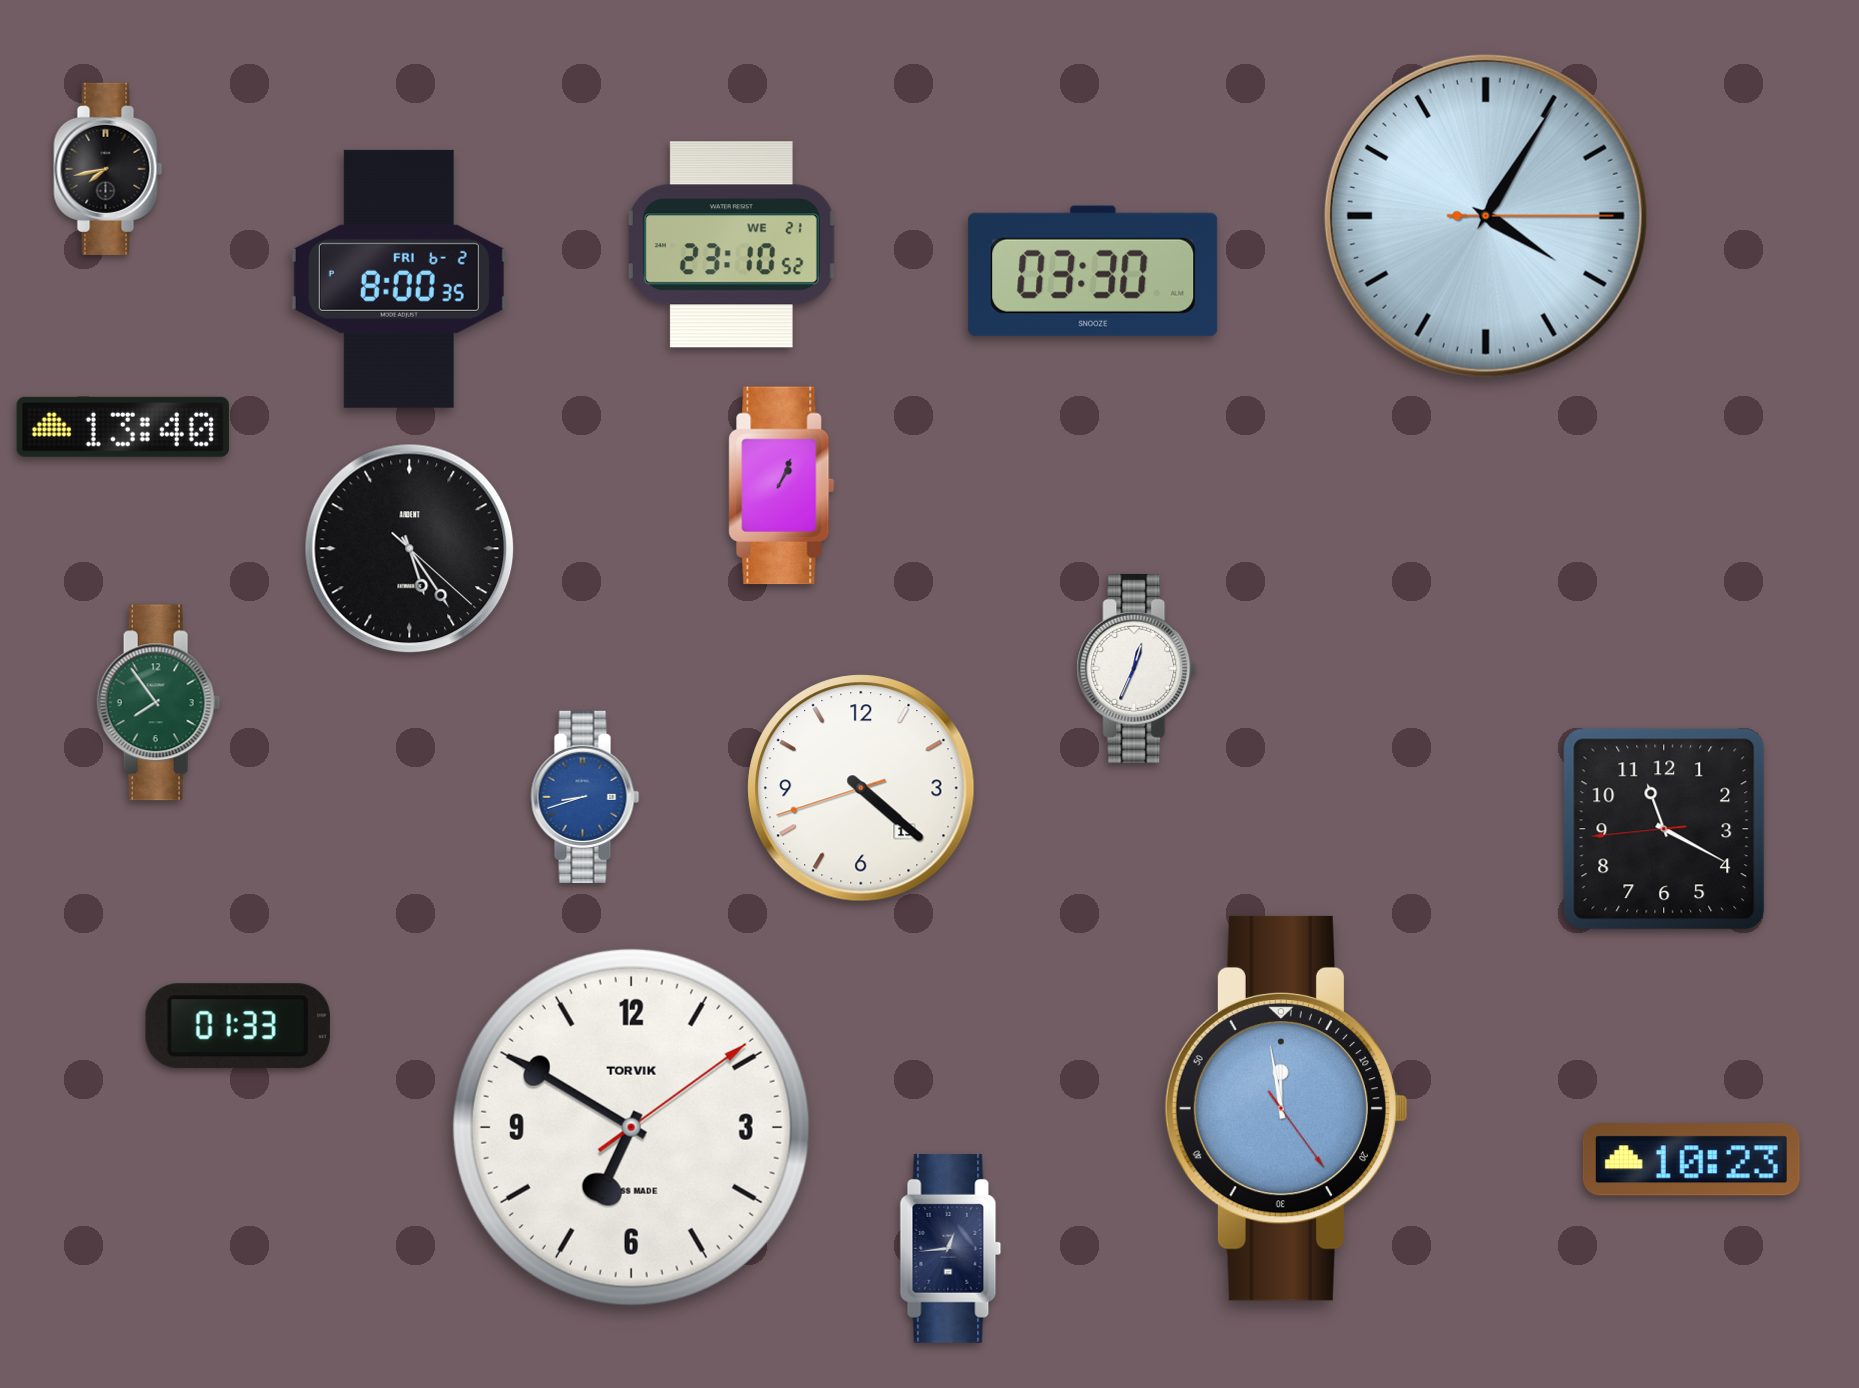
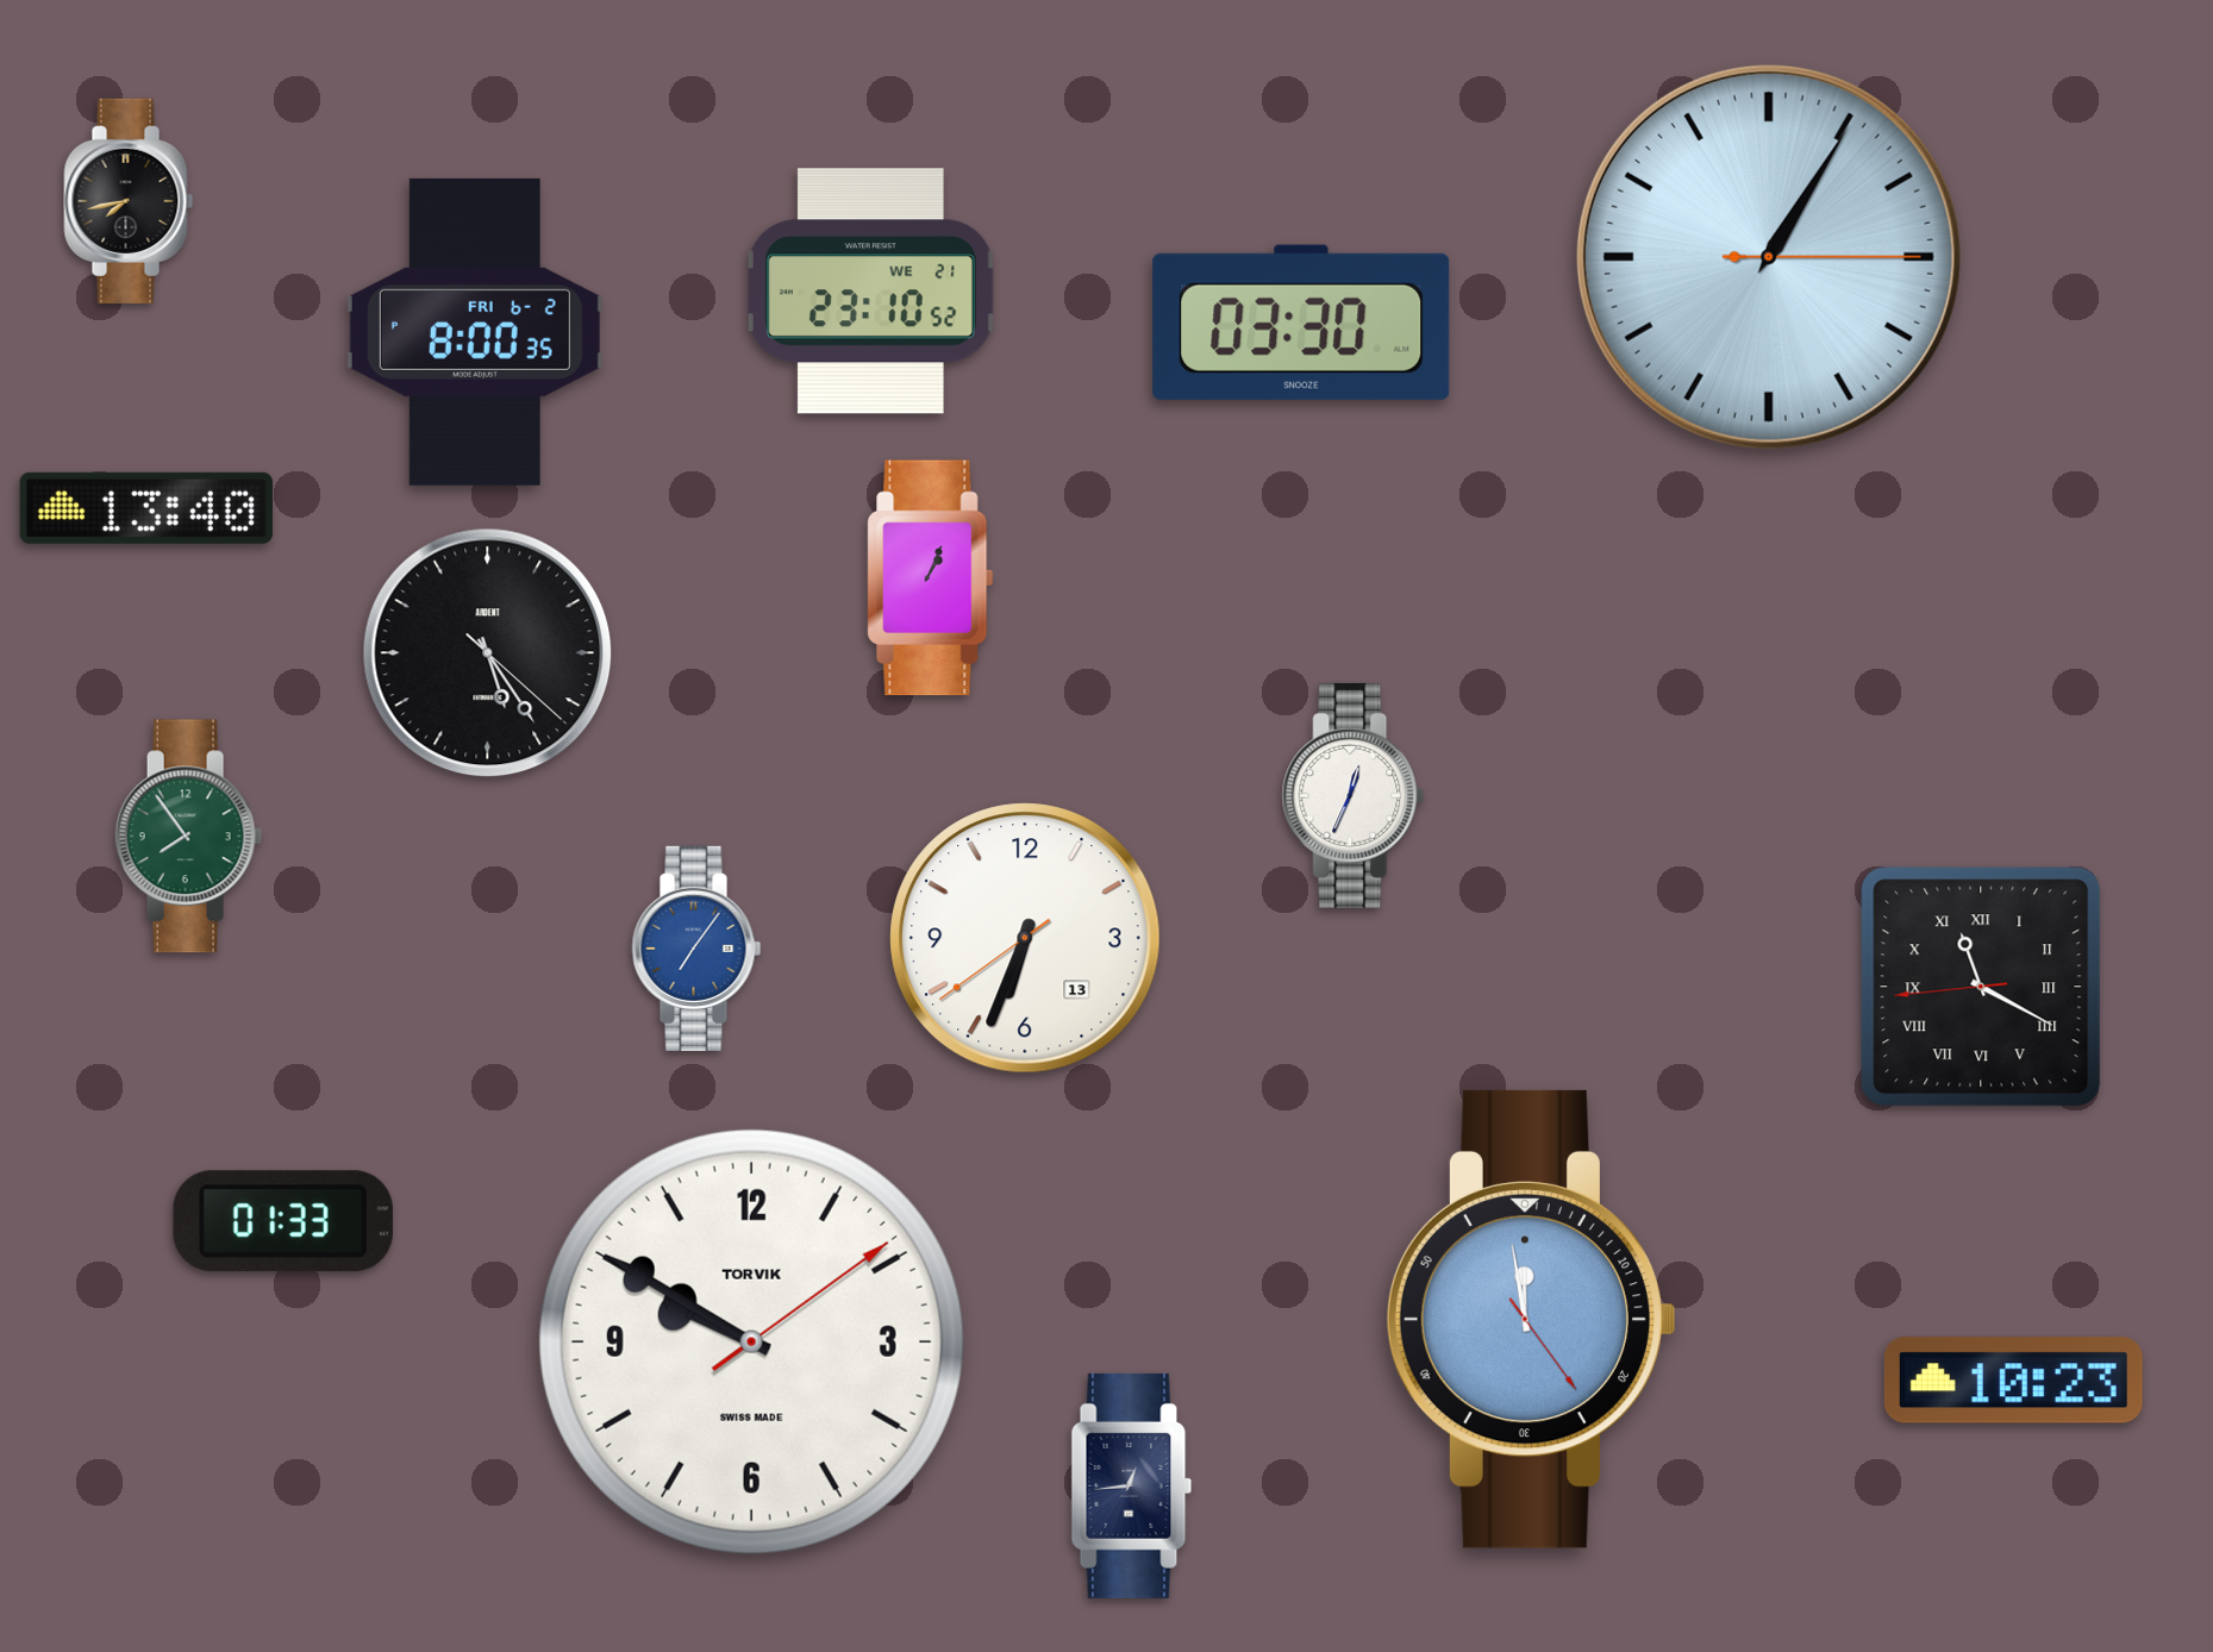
clock at (1486, 216): 4:05 -> 1:05
clock at (861, 788): 4:21 -> 6:33
clock at (585, 797): 8:42 -> 7:06
clock at (1664, 829) numerals: Arabic -> Roman
clock at (631, 1127): 6:50 -> 9:50
